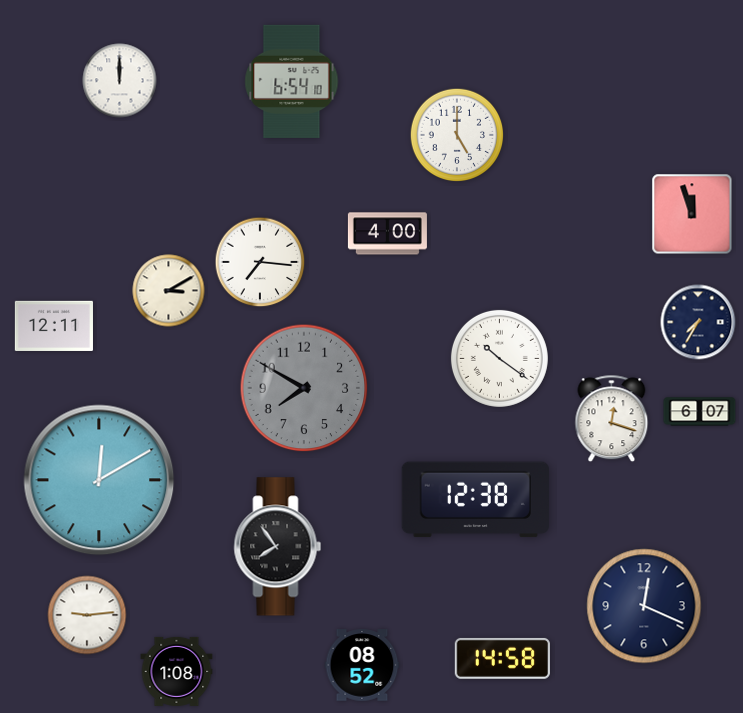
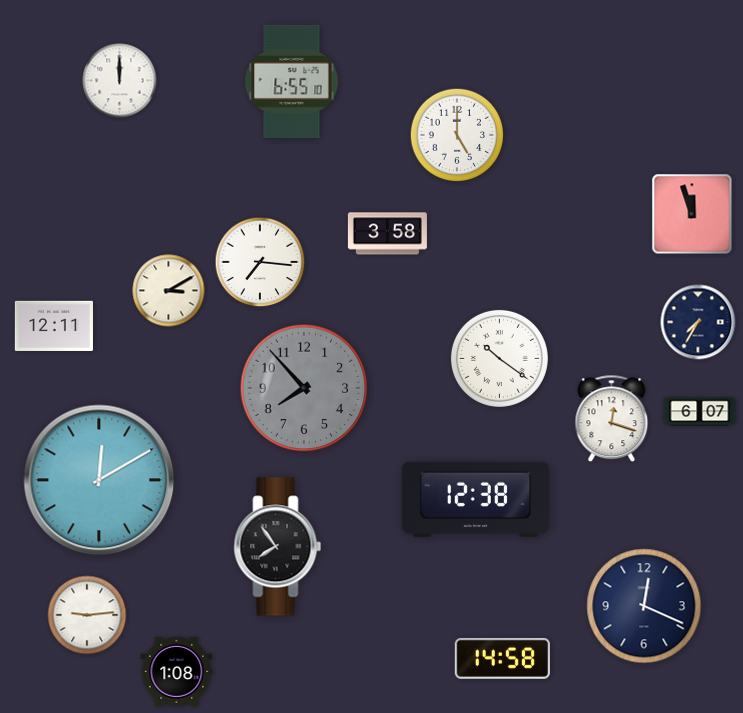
clock at (292, 81): 6:54 -> 6:55
clock at (387, 234): 4:00 -> 3:58
clock at (304, 388): 7:50 -> 7:53
clock at (362, 665): 08:52 -> none
